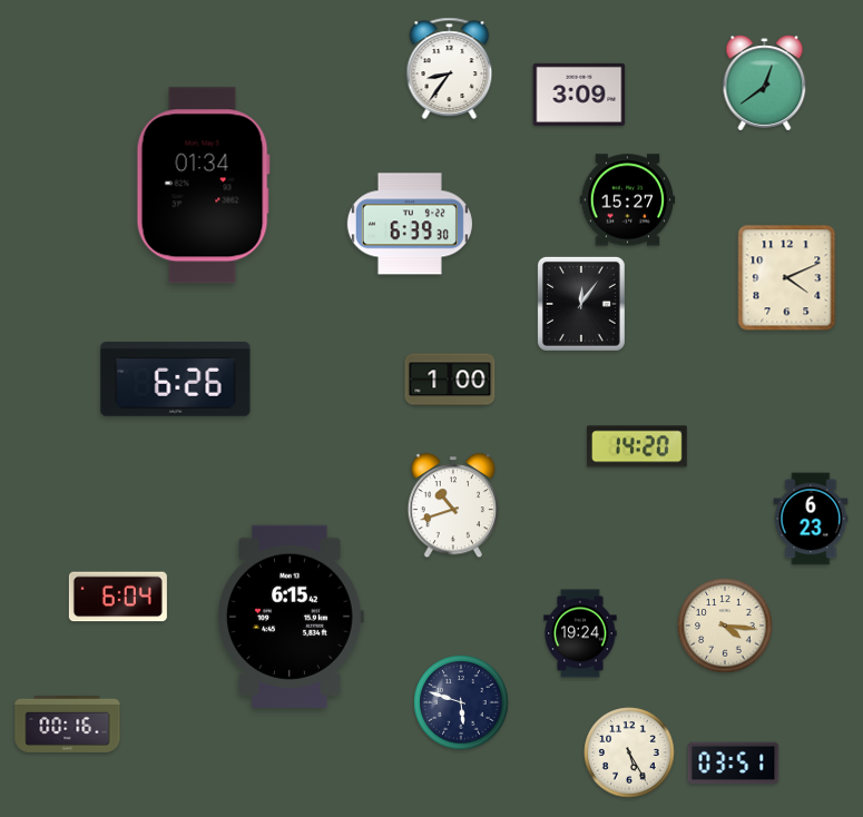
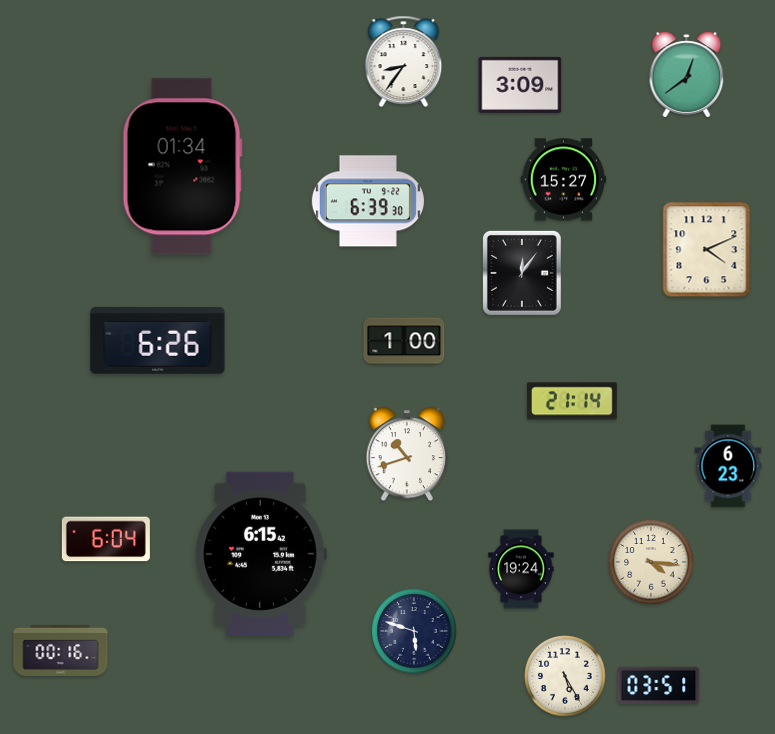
clock at (637, 446): 14:20 -> 21:14
clock at (118, 597) position: (118, 597) -> (106, 539)
